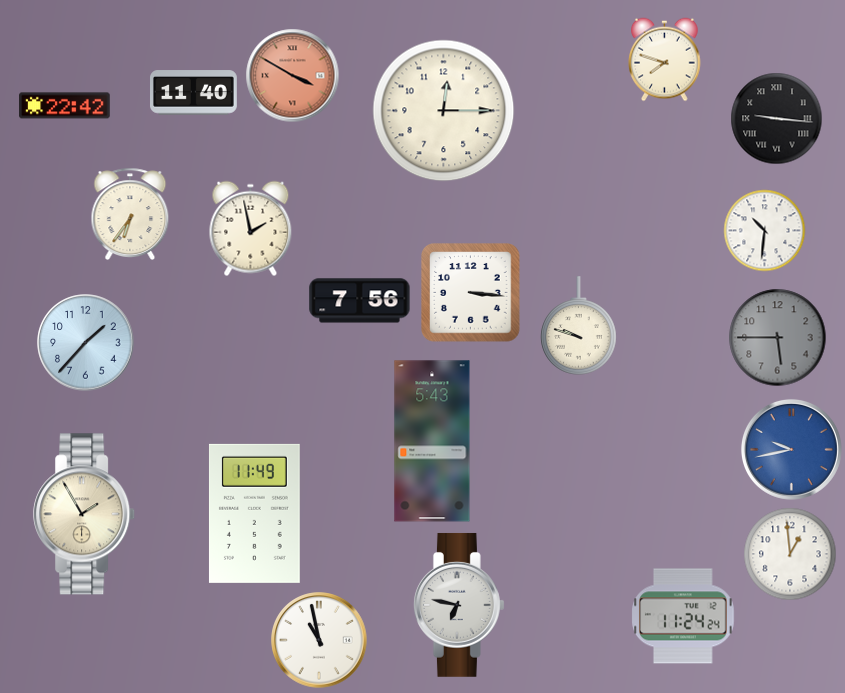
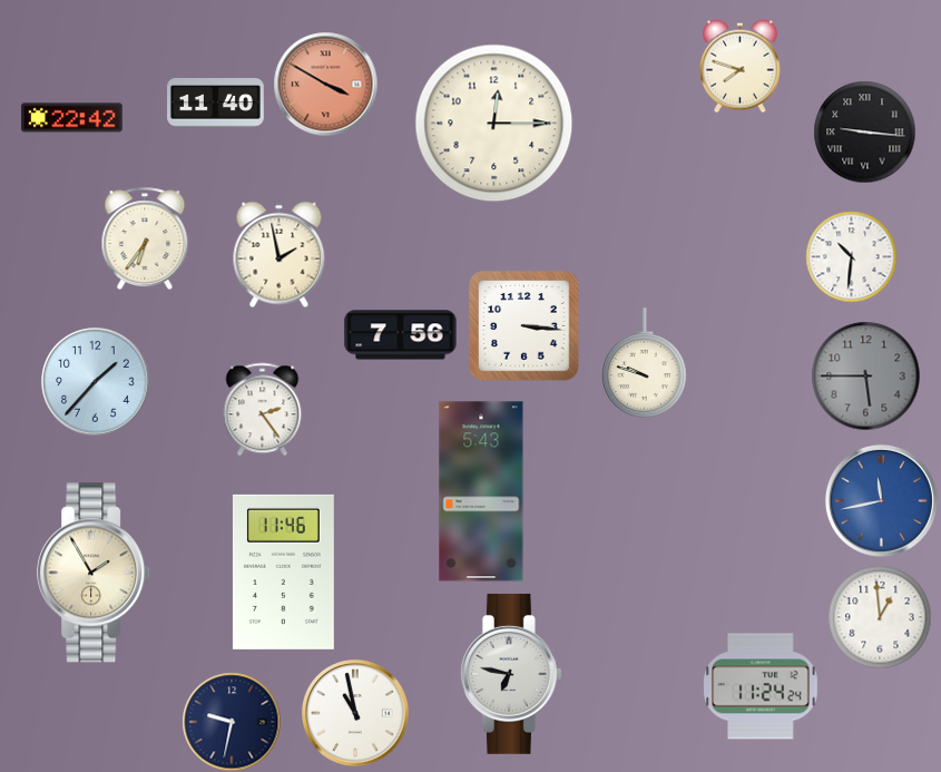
clock at (263, 409): none -> 2:24
clock at (791, 449): 9:43 -> 11:43
clock at (254, 513): 11:49 -> 11:46
clock at (232, 722): none -> 9:32
